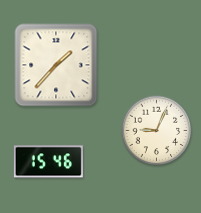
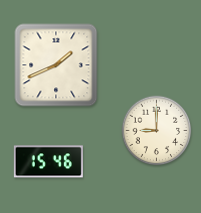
clock at (56, 65): 1:37 -> 1:41
clock at (157, 131): 9:04 -> 9:00
